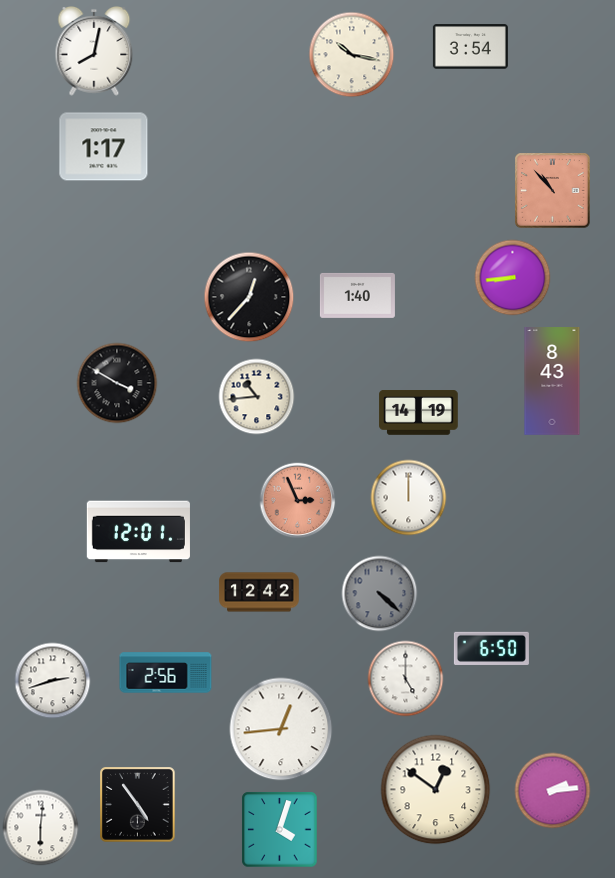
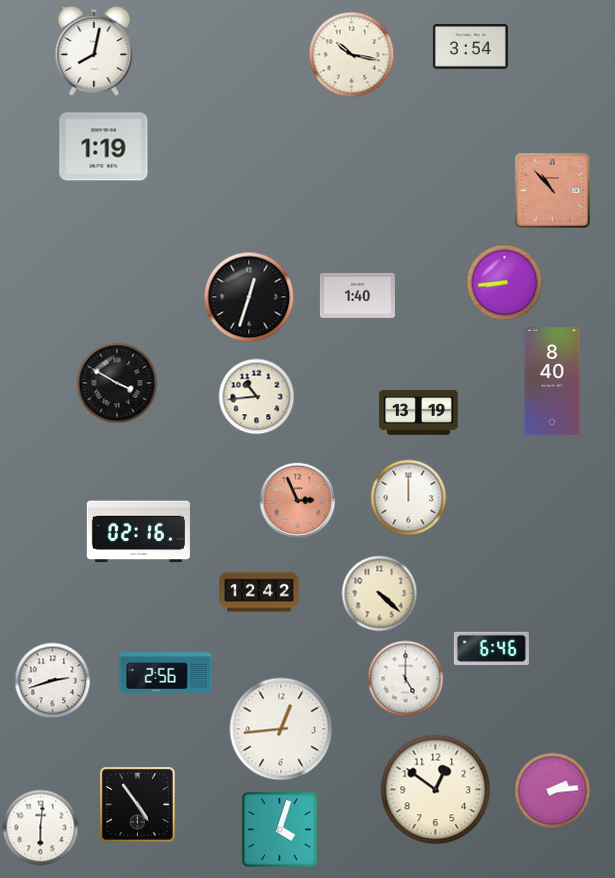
clock at (104, 147): 1:17 -> 1:19
clock at (513, 278) position: (513, 278) -> (505, 283)
clock at (249, 297): 12:37 -> 12:33
clock at (552, 382): 8:43 -> 8:40
clock at (419, 413): 14:19 -> 13:19
clock at (138, 532): 12:01 -> 02:16
clock at (380, 594) dial: grey -> cream
clock at (491, 648): 6:50 -> 6:46
